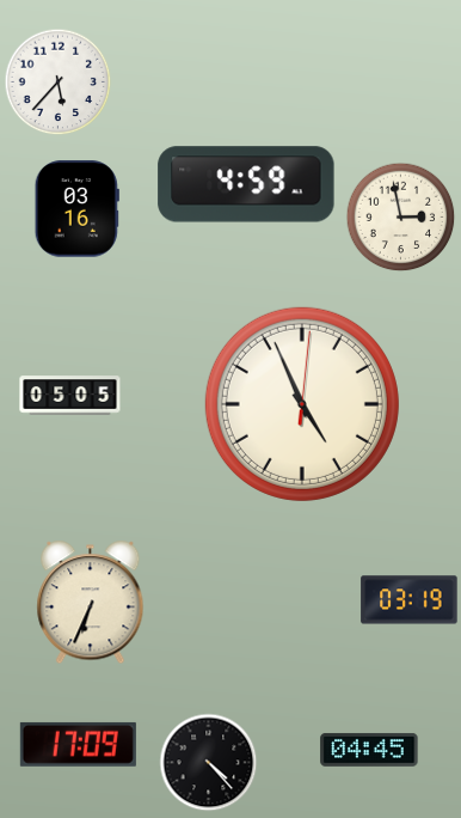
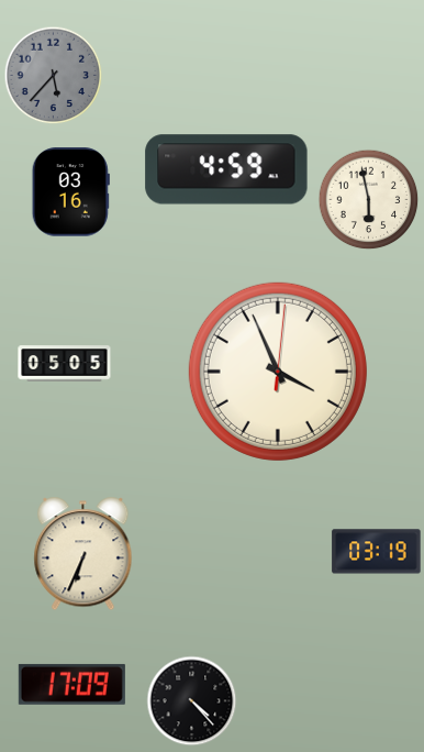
clock at (59, 83) dial: white -> grey
clock at (401, 218): 2:58 -> 5:58
clock at (302, 404): 4:56 -> 3:56
clock at (369, 750): 04:45 -> none
